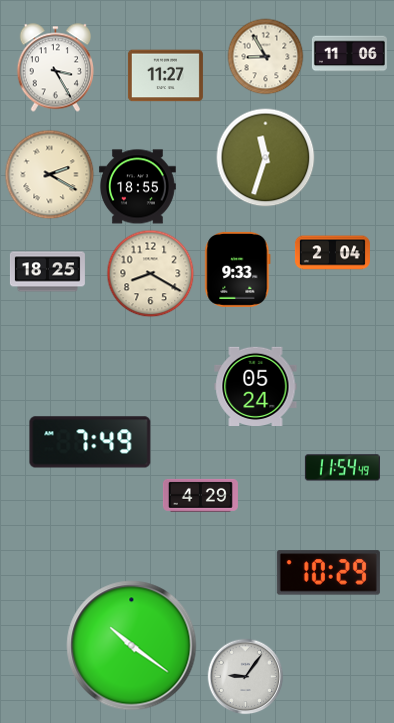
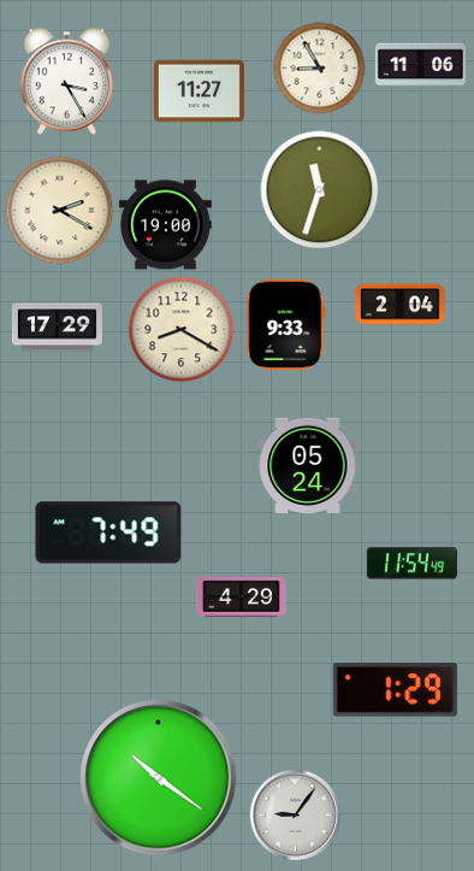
clock at (138, 187): 18:55 -> 19:00
clock at (47, 272): 18:25 -> 17:29
clock at (328, 573): 10:29 -> 1:29
